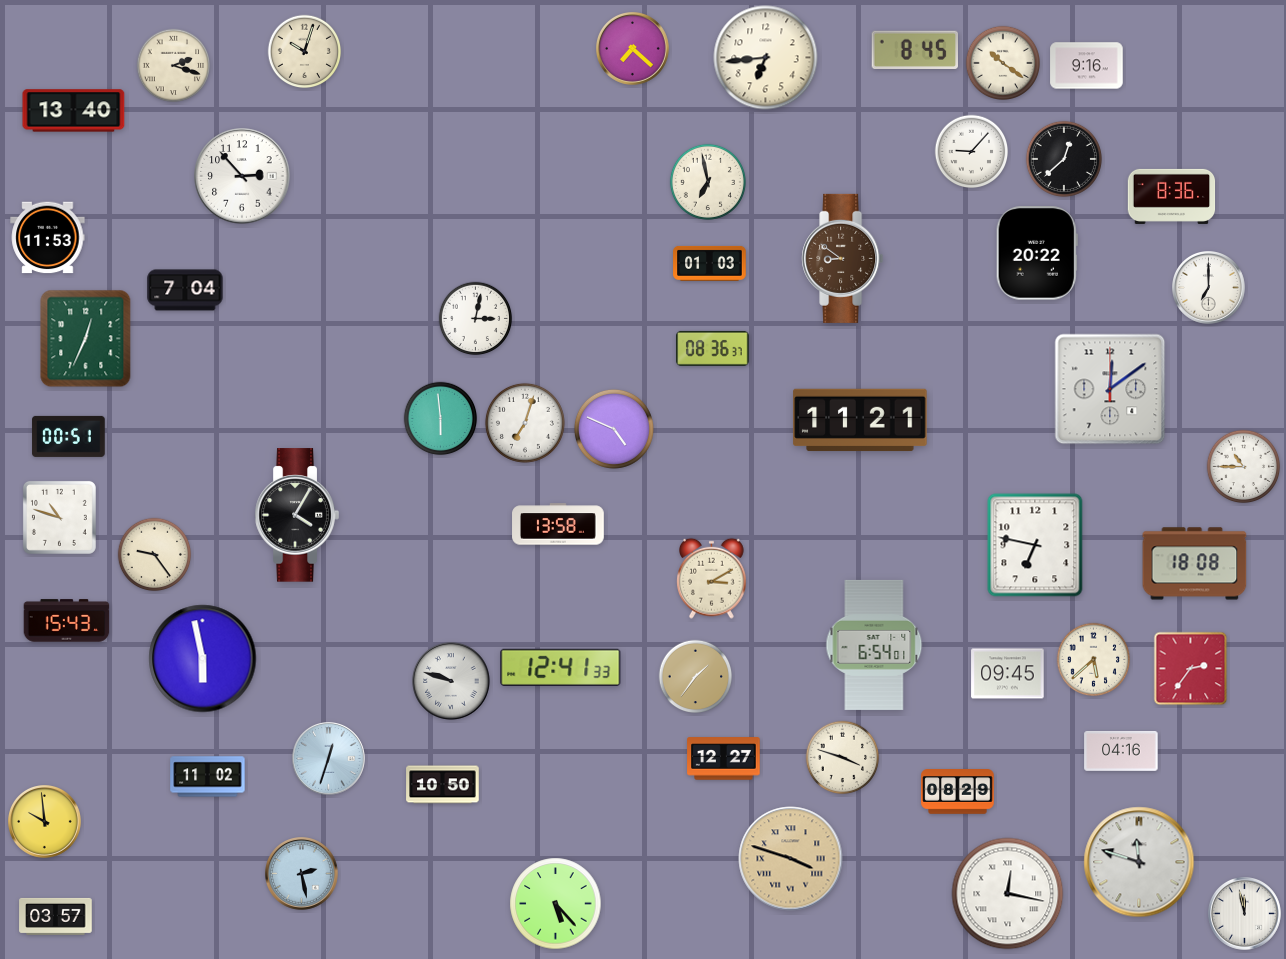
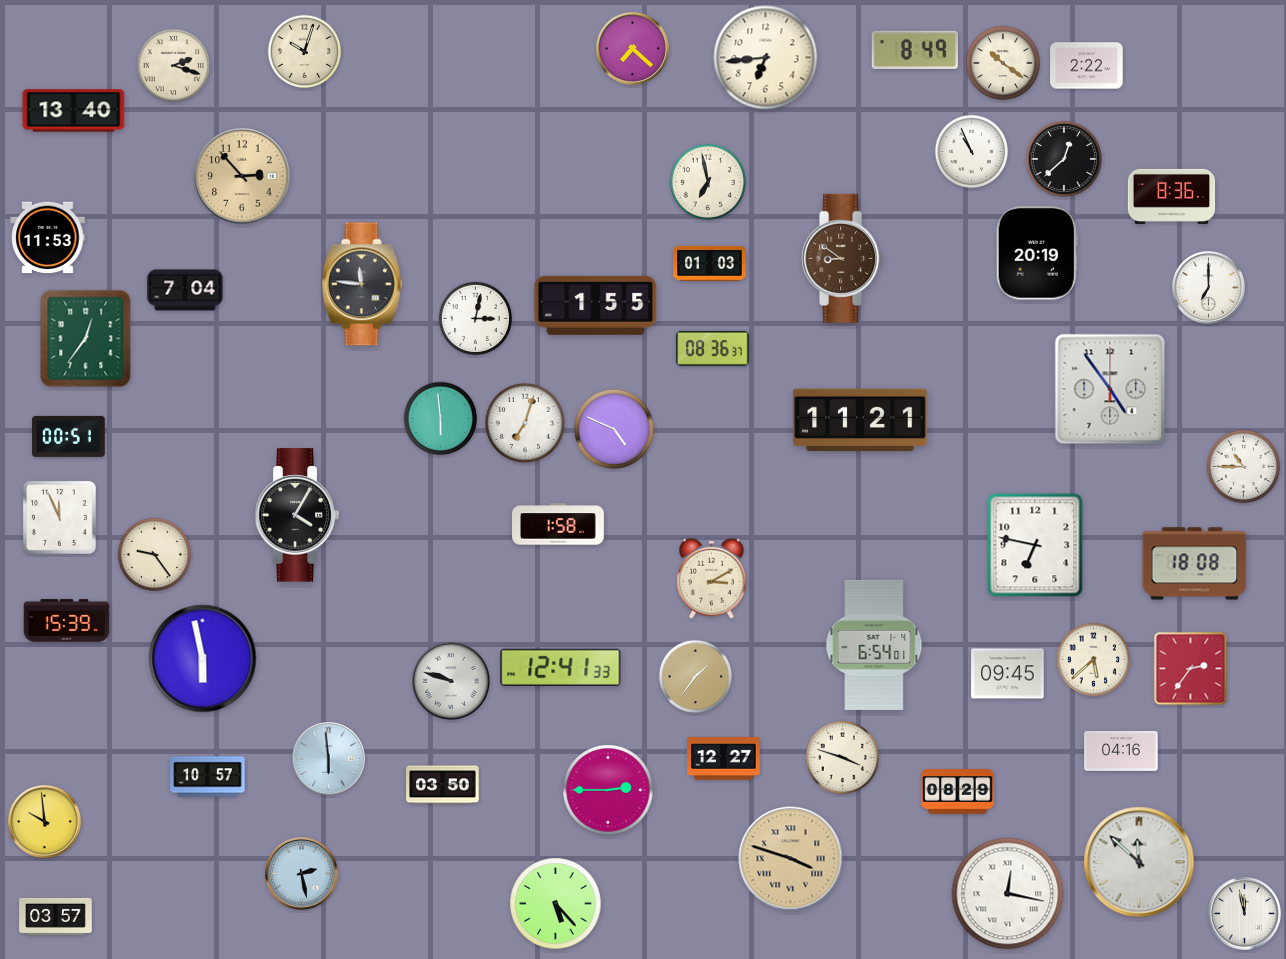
clock at (915, 50): 8:45 -> 8:49
clock at (1087, 66): 9:16 -> 2:22
clock at (972, 152): 9:07 -> 10:56
clock at (242, 176) dial: white -> champagne
clock at (1037, 253): 20:22 -> 20:19
clock at (363, 284): none -> 11:46
clock at (596, 305): none -> 1:55
clock at (86, 339): 12:34 -> 12:36
clock at (1110, 389): 12:09 -> 4:54
clock at (59, 517): 10:48 -> 11:56
clock at (558, 524): 13:58 -> 1:58
clock at (67, 621): 15:43 -> 15:39
clock at (329, 759): 12:33 -> 5:59
clock at (208, 777): 11:02 -> 10:57
clock at (443, 785): 10:50 -> 03:50
clock at (608, 790): none -> 2:45
clock at (1139, 862): 11:48 -> 11:52
